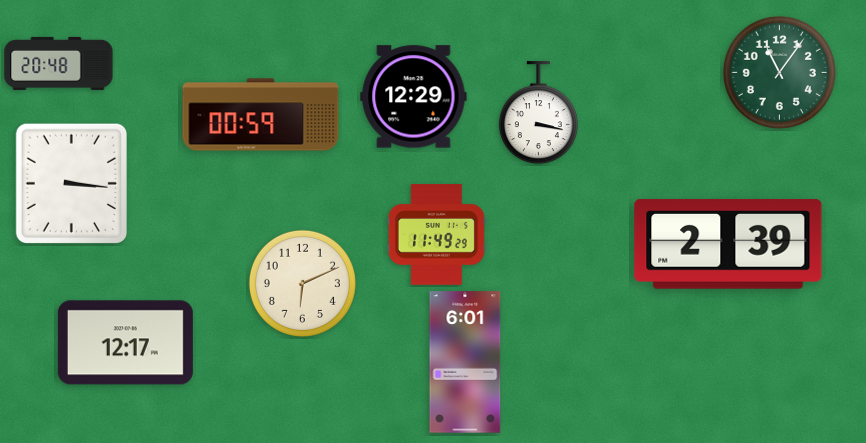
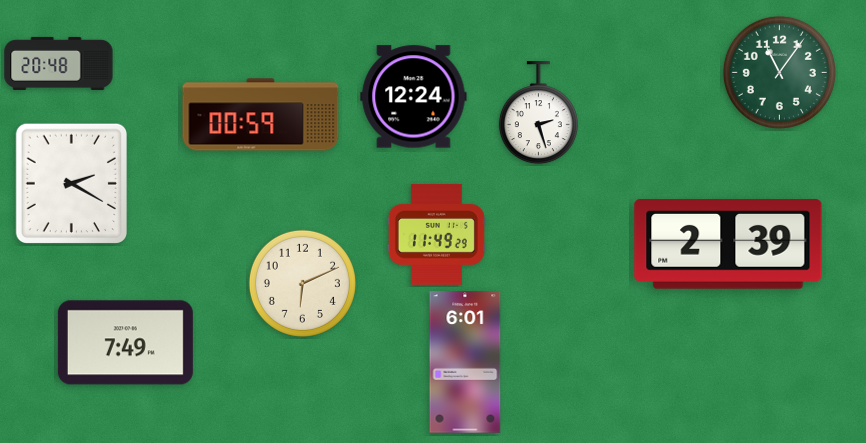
clock at (414, 97): 12:29 -> 12:24
clock at (538, 113): 3:17 -> 2:27
clock at (71, 183): 3:16 -> 2:20
clock at (125, 343): 12:17 -> 7:49
